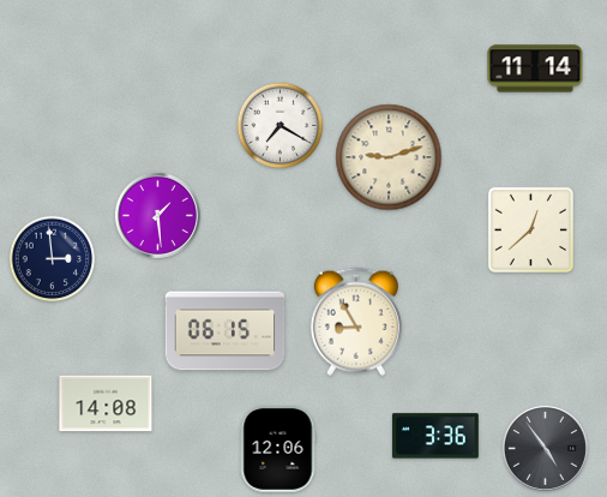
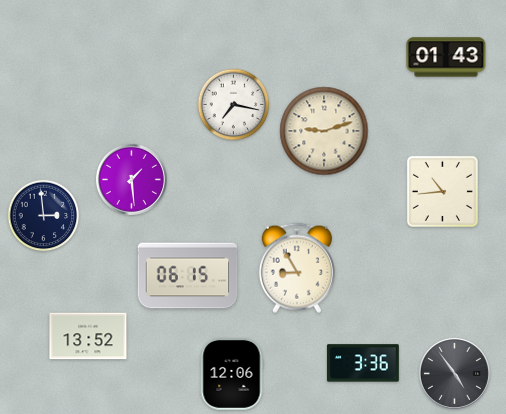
clock at (535, 68): 11:14 -> 01:43
clock at (281, 126): 7:20 -> 7:17
clock at (530, 229): 12:38 -> 10:44
clock at (106, 403): 14:08 -> 13:52
